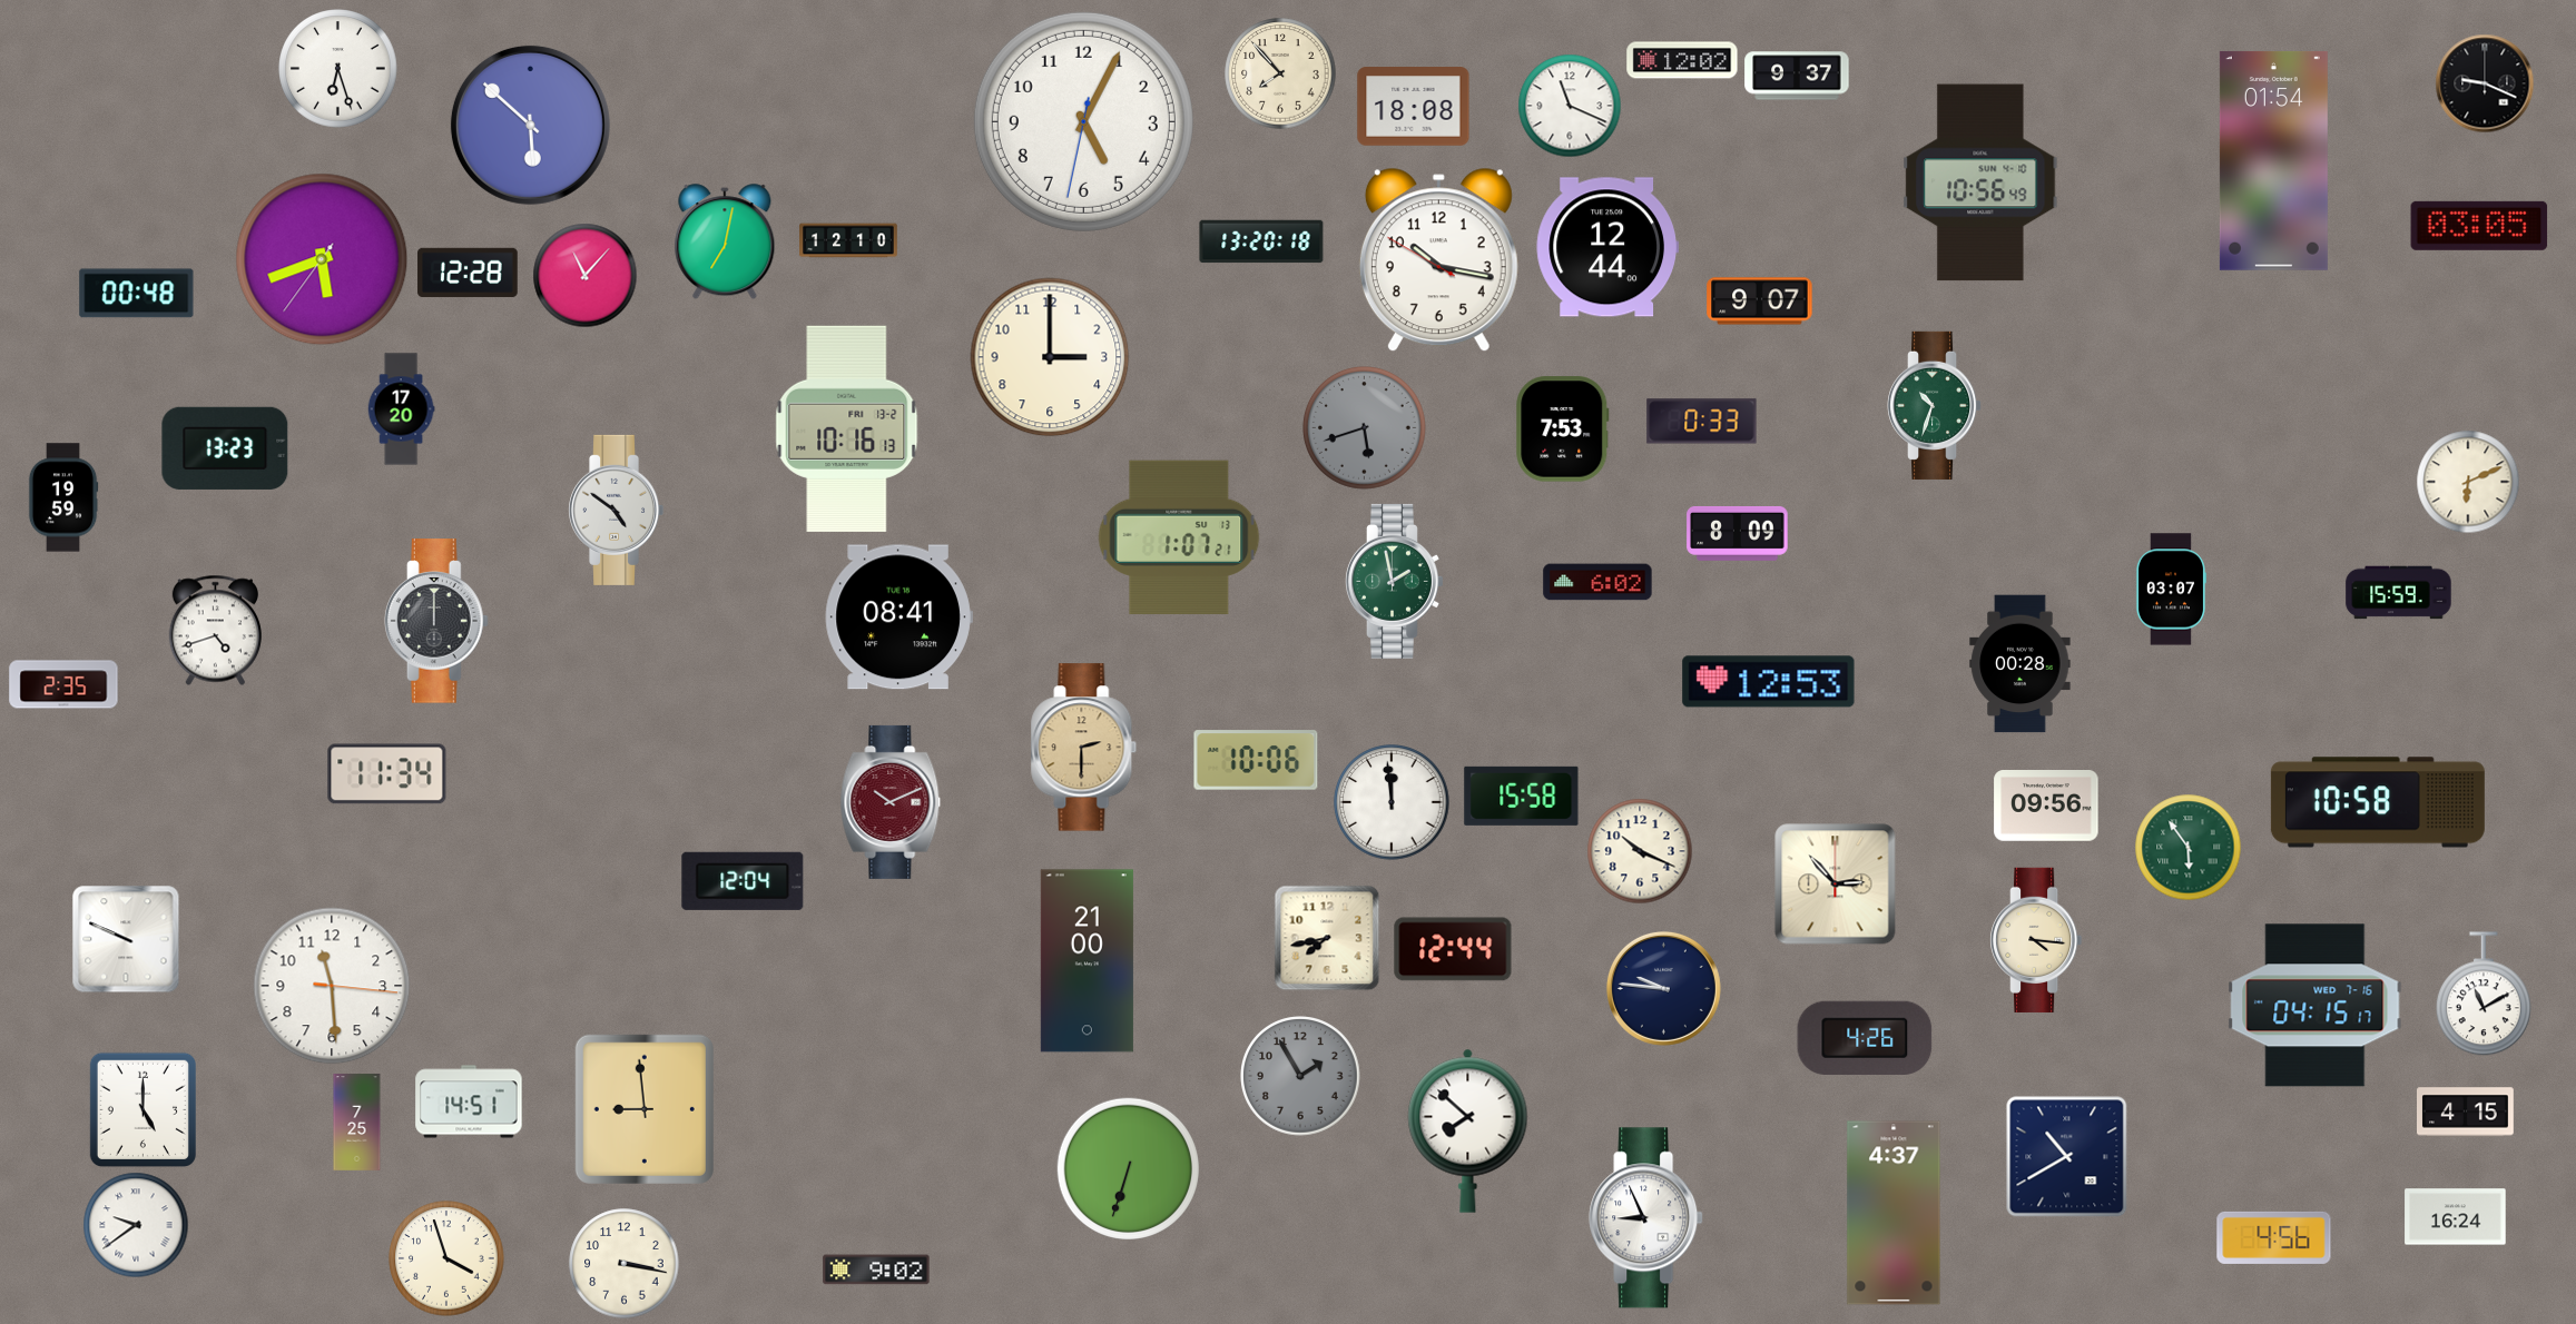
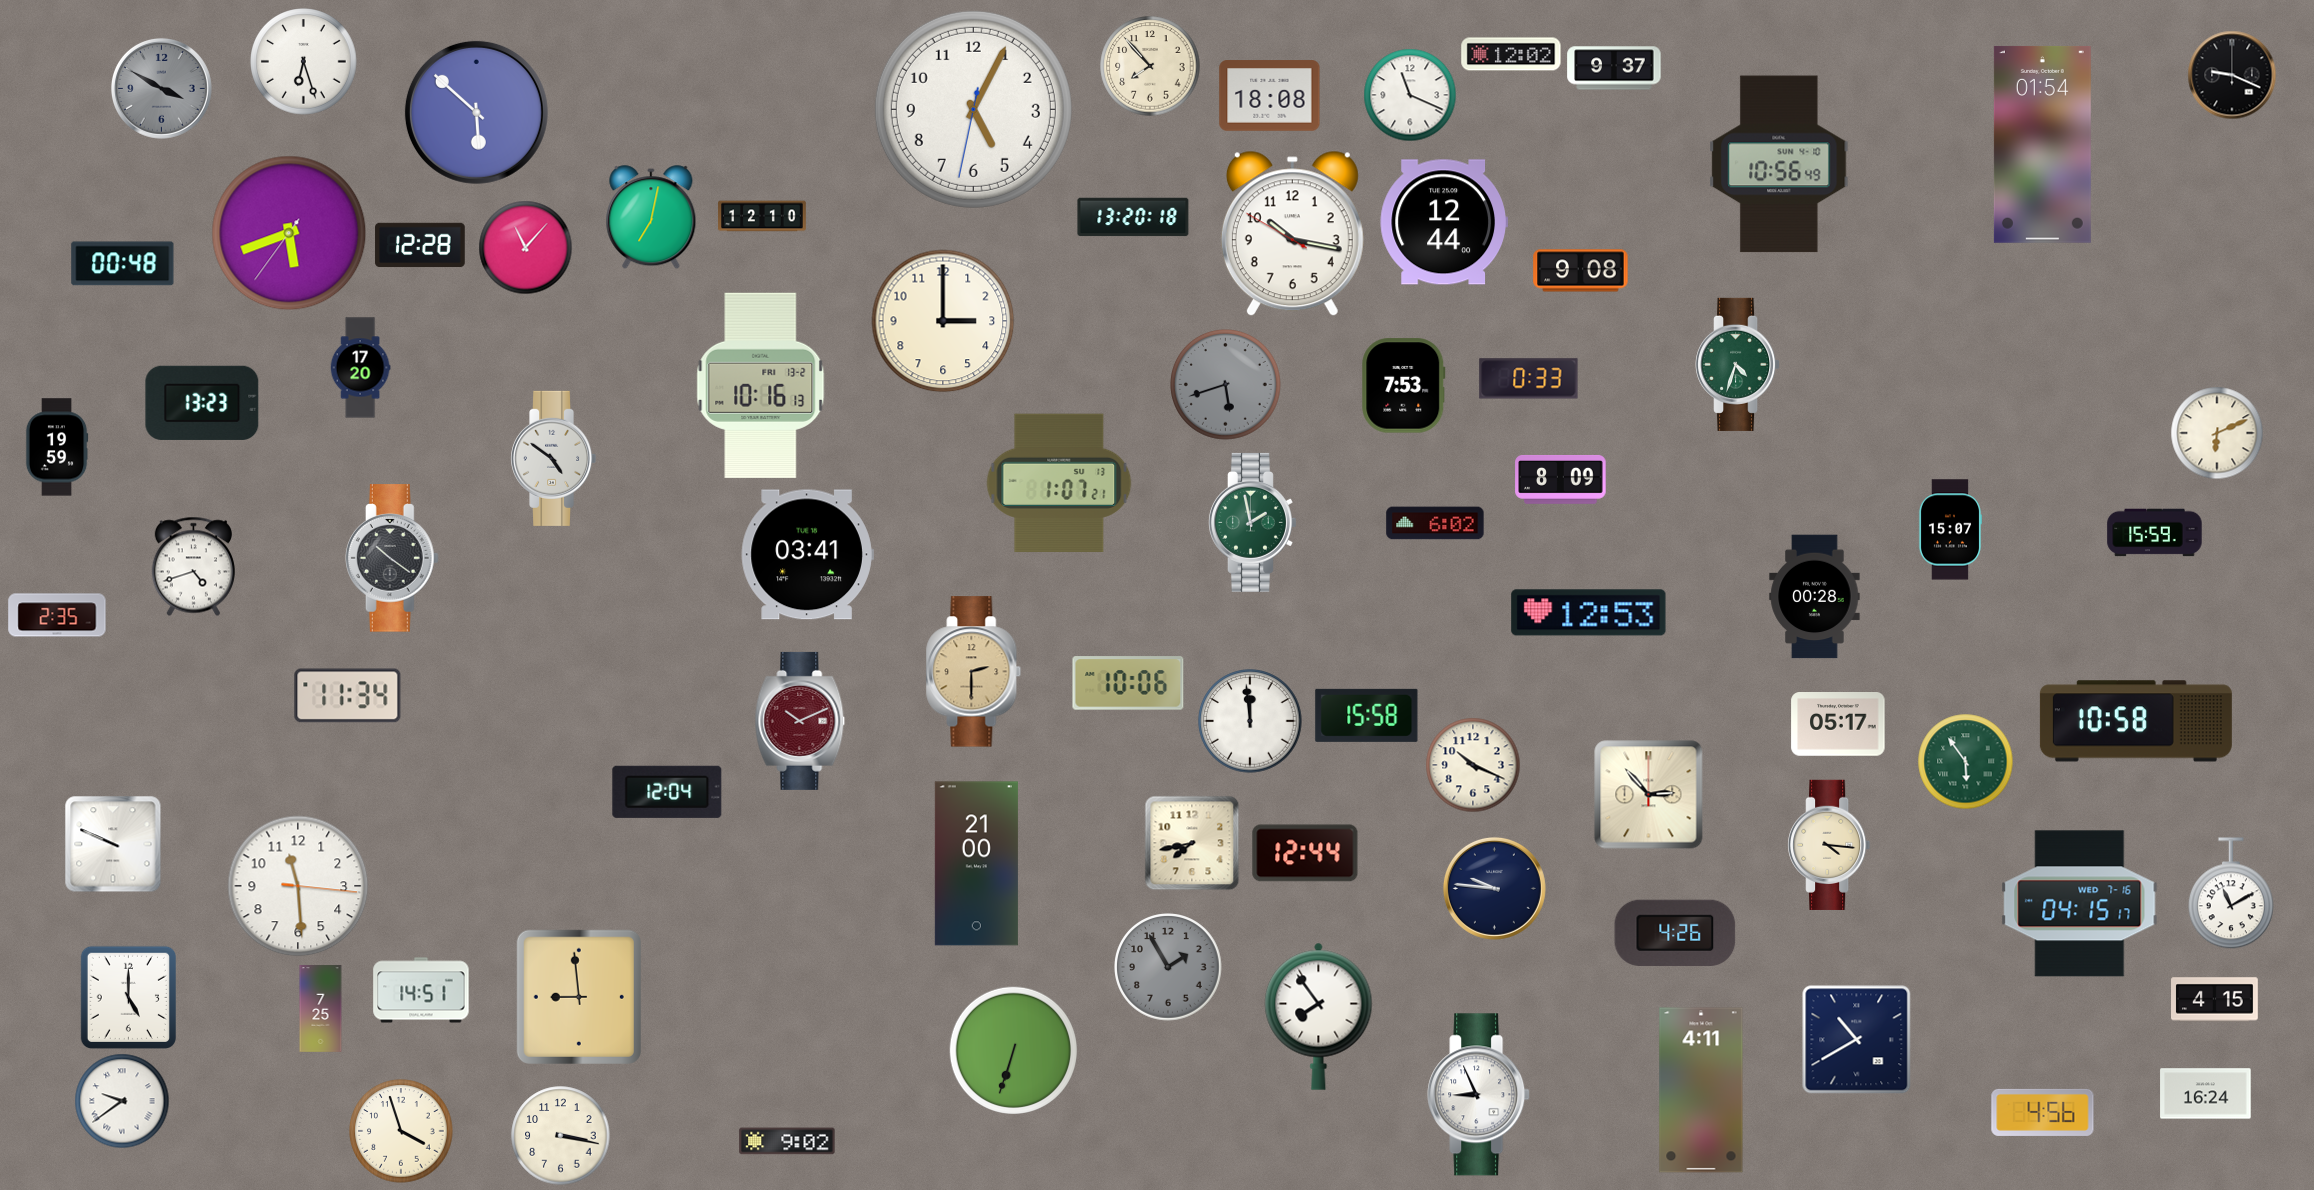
clock at (161, 88): none -> 3:50
clock at (2479, 226): 03:05 -> none
clock at (1760, 302): 9:07 -> 9:08
clock at (1935, 405): 10:33 -> 4:33
clock at (2170, 590): 03:07 -> 15:07
clock at (898, 617): 08:41 -> 03:41
clock at (436, 621): 12:00 -> 10:21
clock at (2046, 807): 09:56 -> 05:17
clock at (1468, 1130): 7:52 -> 7:54
clock at (1894, 1213): 4:37 -> 4:11
